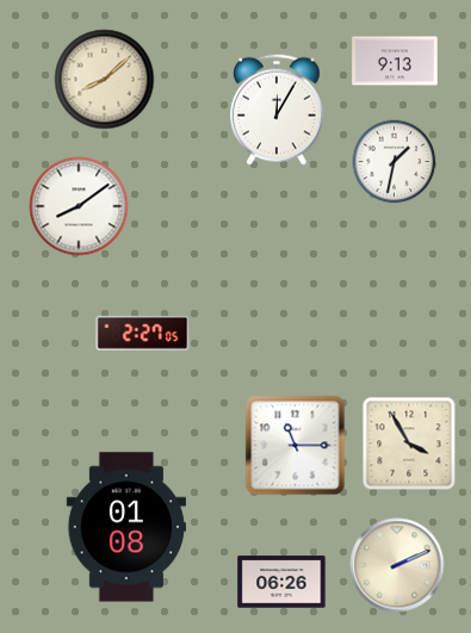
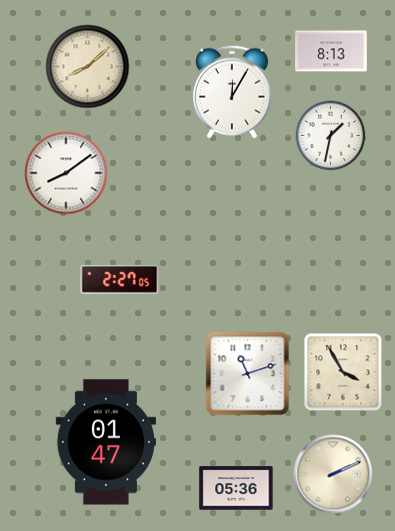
clock at (395, 61): 9:13 -> 8:13
clock at (296, 446): 11:15 -> 11:12
clock at (126, 527): 01:08 -> 01:47
clock at (281, 582): 06:26 -> 05:36
